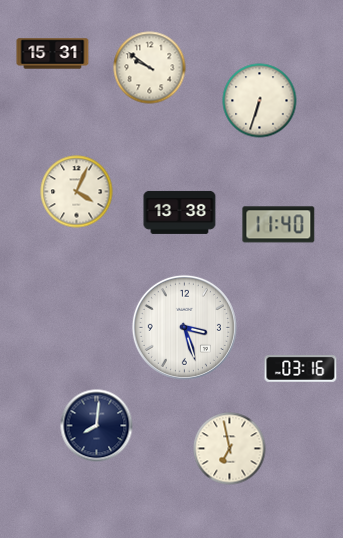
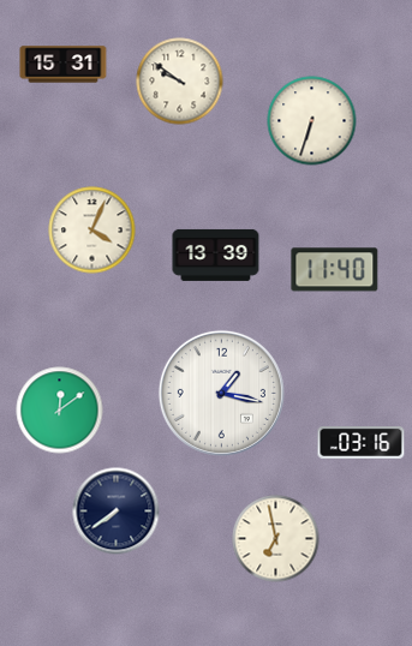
clock at (180, 212): 13:38 -> 13:39
clock at (184, 327): 3:27 -> 1:17
clock at (60, 411): none -> 12:09
clock at (97, 426): 8:01 -> 7:39
